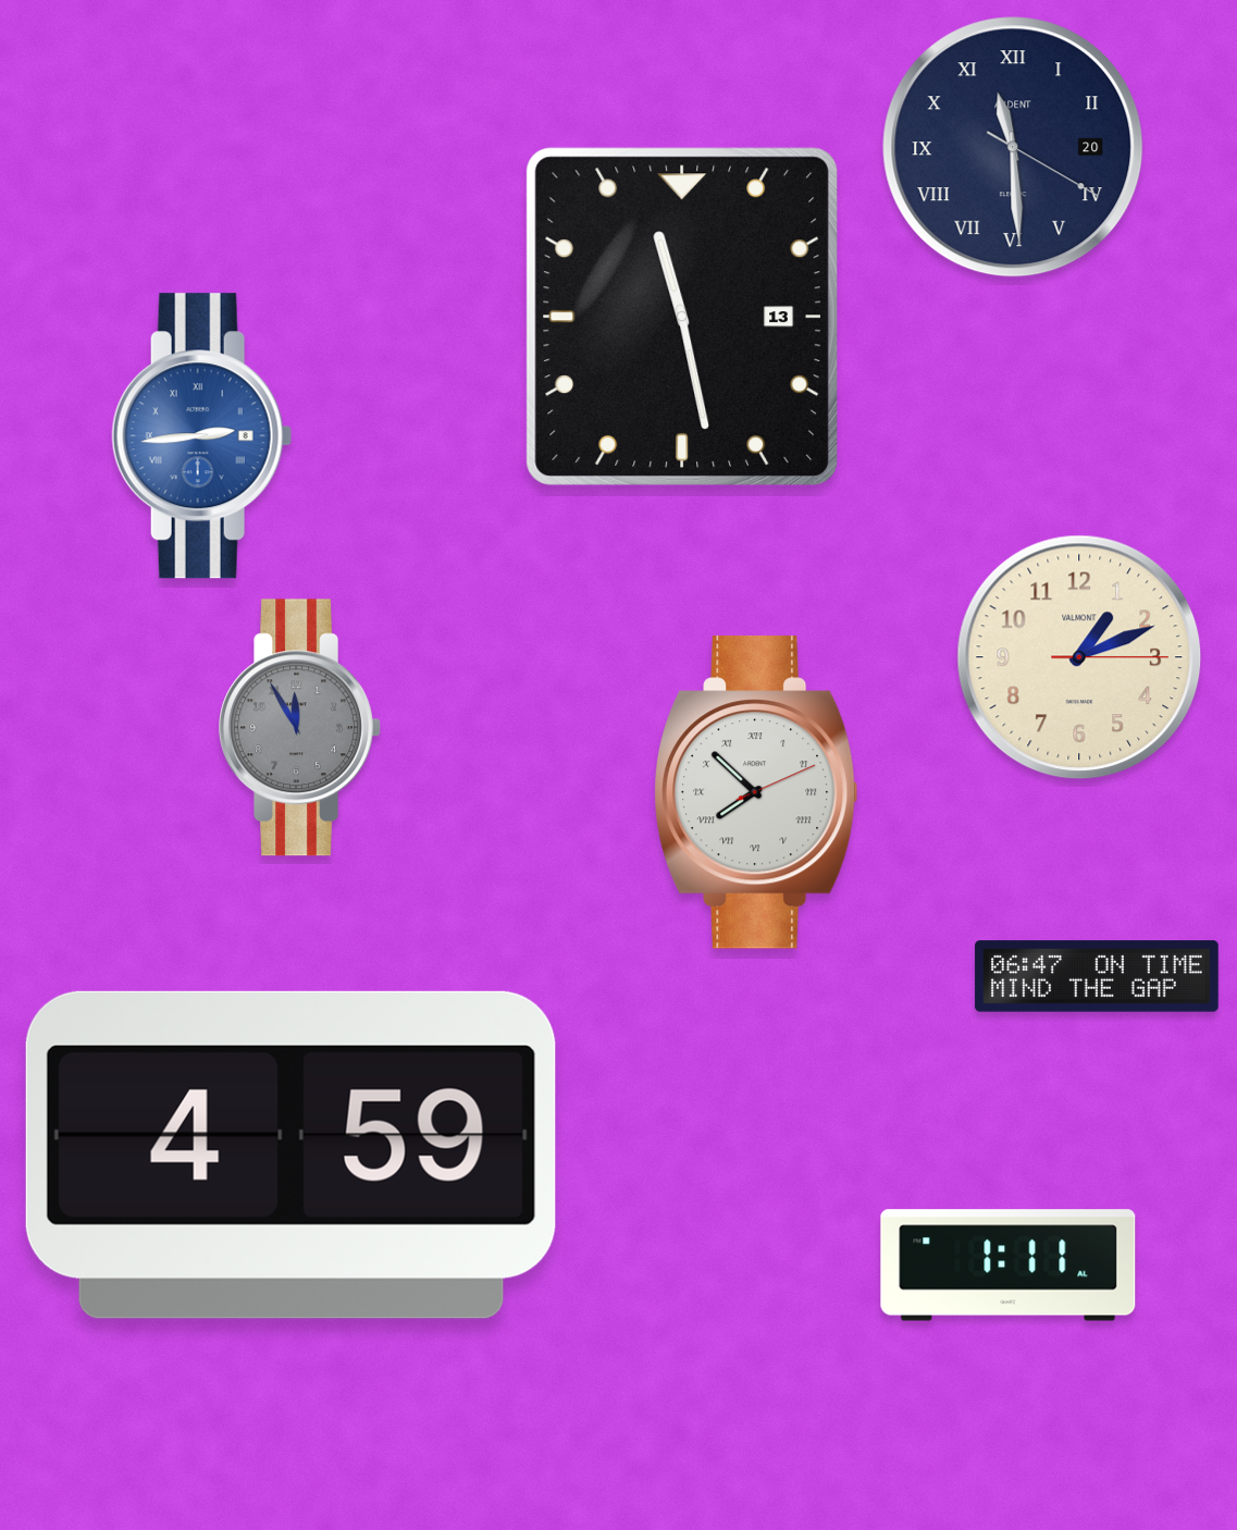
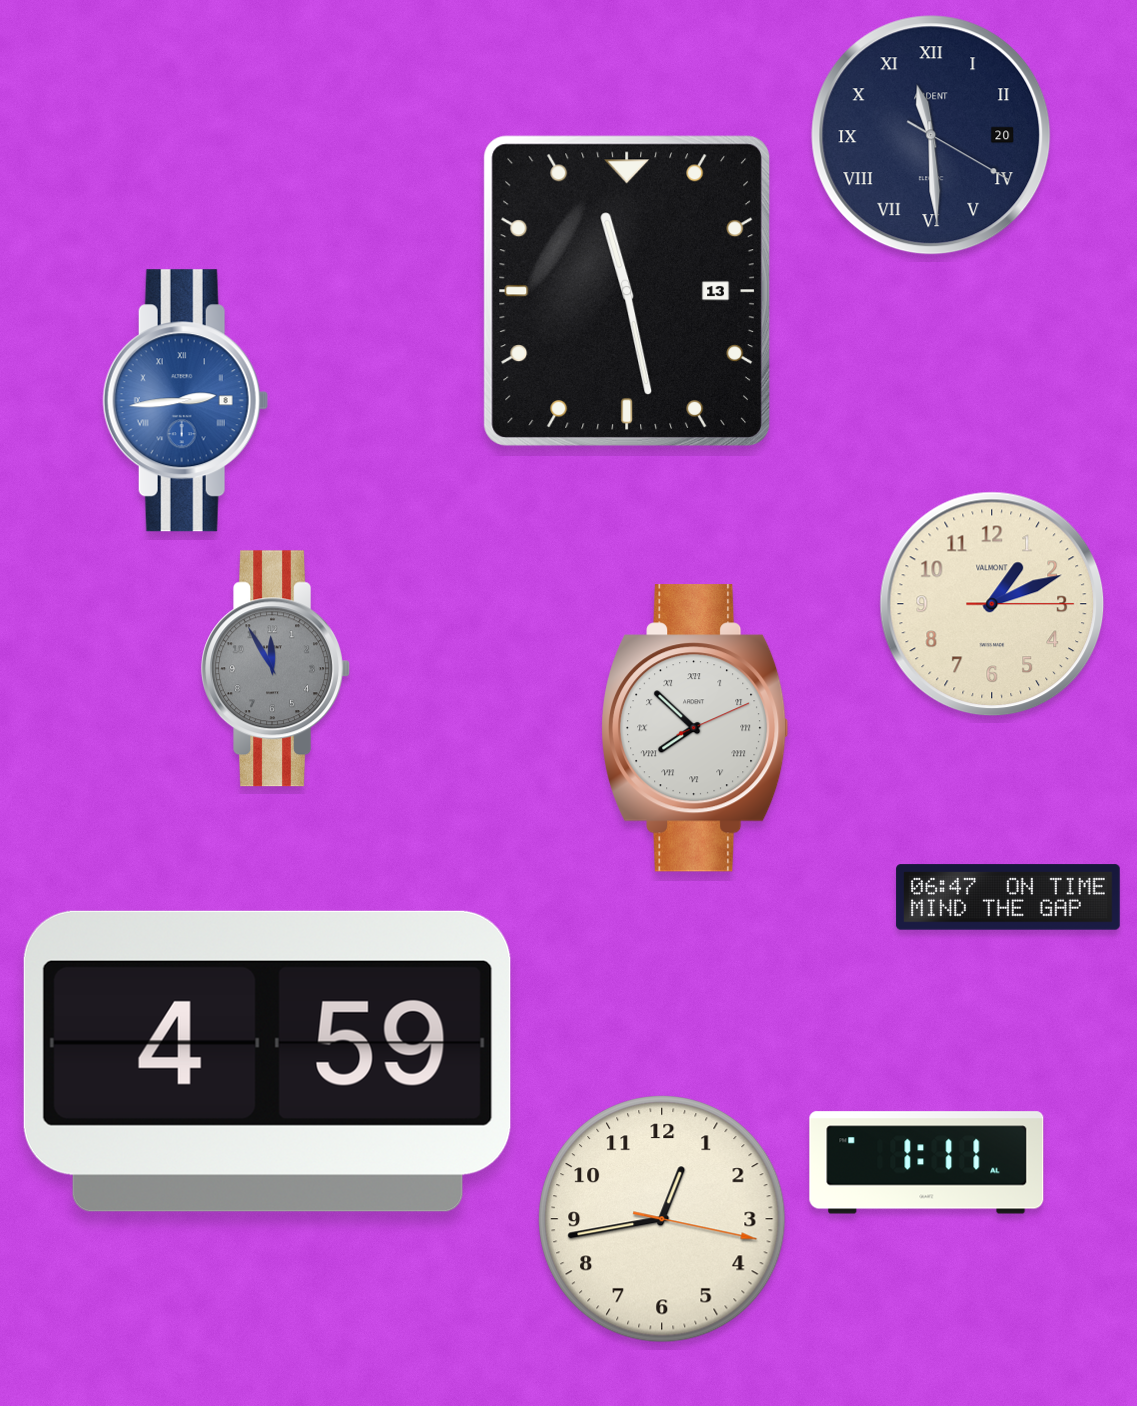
clock at (662, 1219): none -> 12:43
